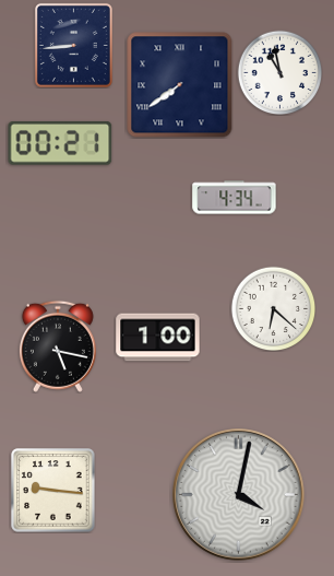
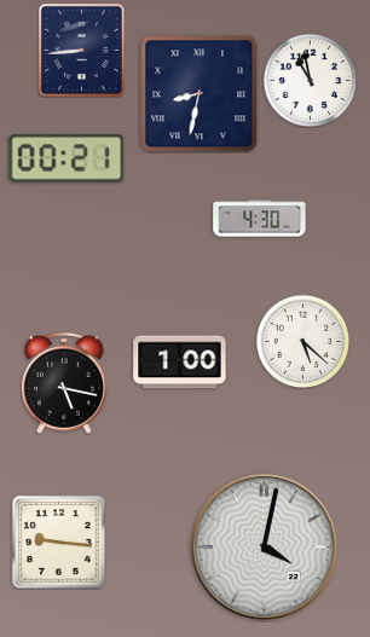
clock at (180, 85): 7:39 -> 8:32
clock at (235, 198): 4:34 -> 4:30
clock at (273, 308): 6:22 -> 5:22
clock at (158, 338) position: (158, 338) -> (180, 363)
